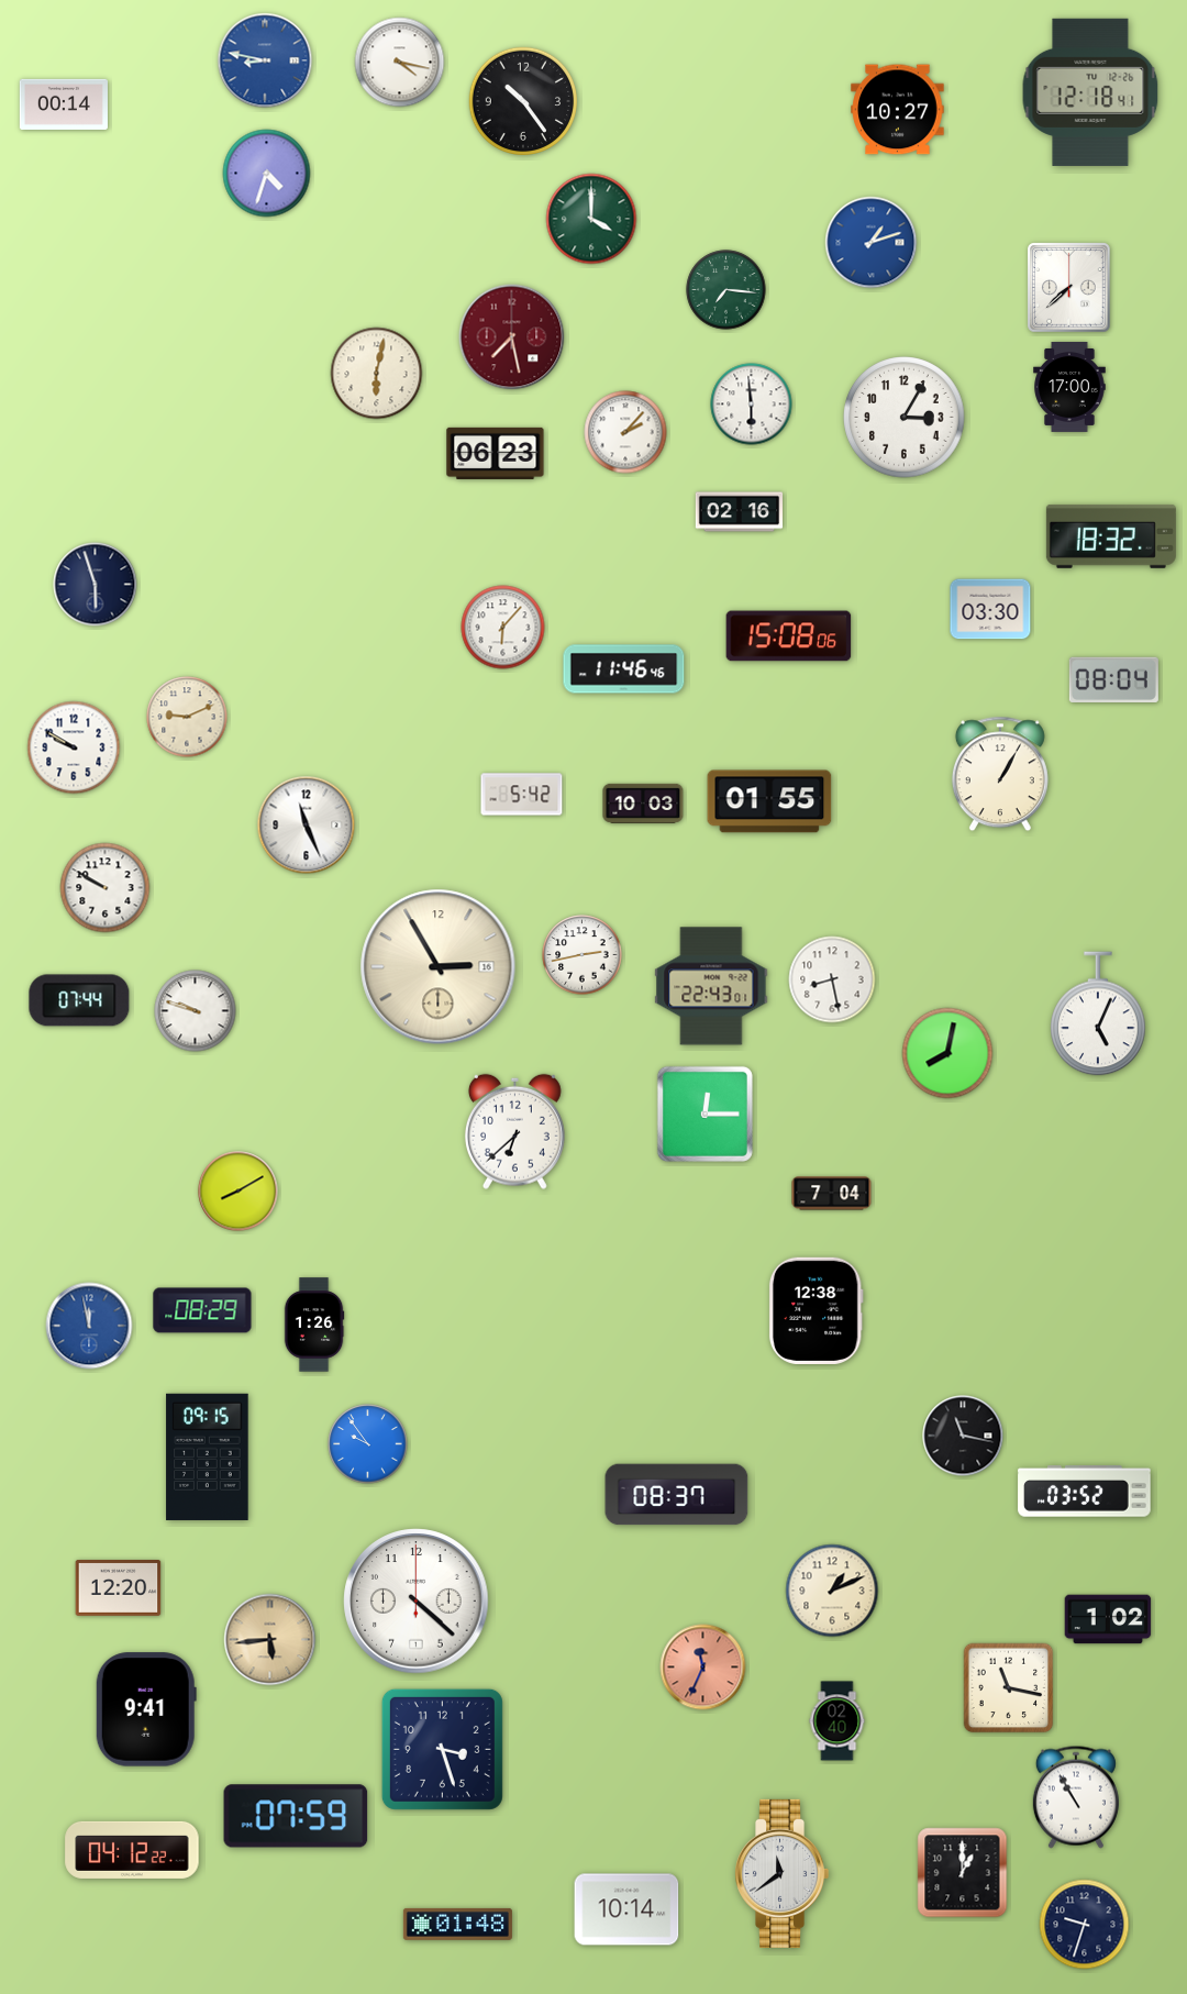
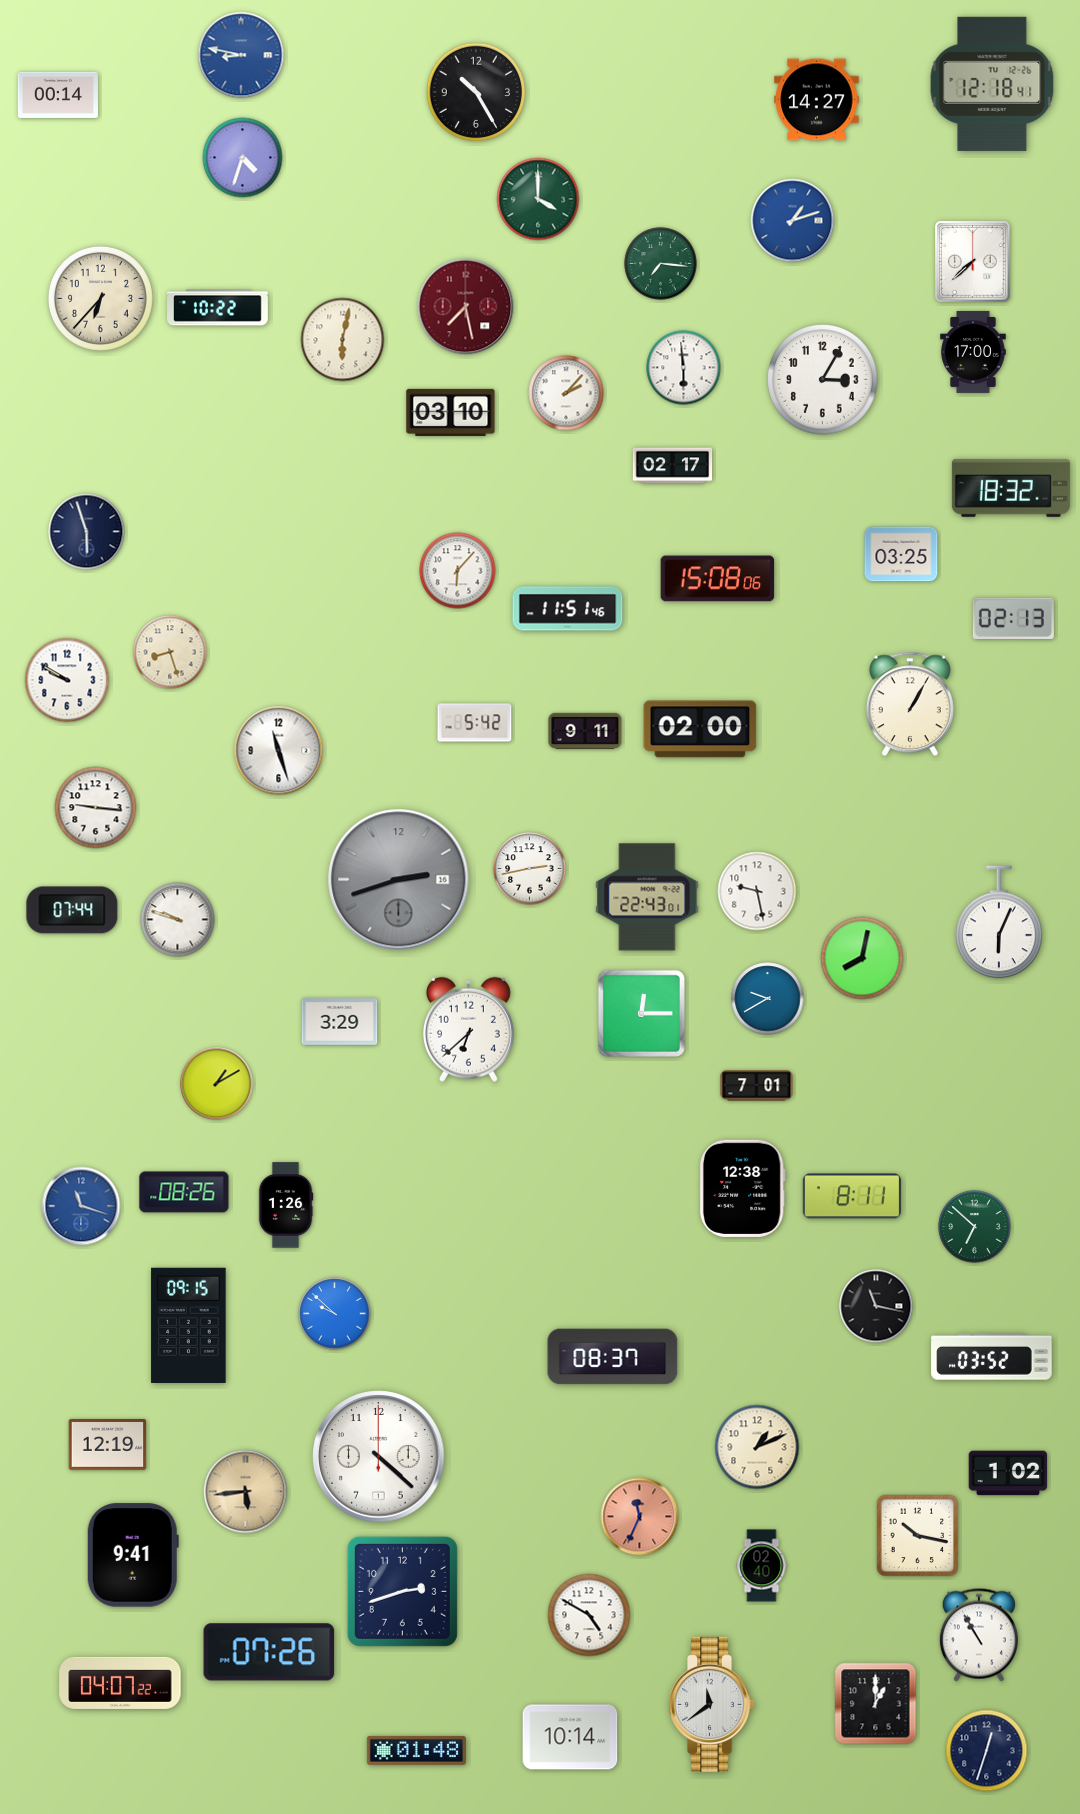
clock at (400, 63): 4:17 -> none
clock at (523, 101): 10:24 -> 10:25
clock at (898, 110): 10:27 -> 14:27
clock at (100, 298): none -> 6:37
clock at (218, 308): none -> 10:22
clock at (625, 432) position: (625, 432) -> (566, 393)
clock at (496, 453): 06:23 -> 03:10
clock at (740, 512): 02:16 -> 02:17
clock at (990, 609): 03:30 -> 03:25
clock at (624, 669): 11:46 -> 11:51
clock at (1113, 679): 08:04 -> 02:13
clock at (187, 717): 9:11 -> 8:27
clock at (769, 801): 01:55 -> 02:00
clock at (643, 804): 10:03 -> 9:11
clock at (307, 826): 11:26 -> 11:27
clock at (106, 888): 9:50 -> 9:16
clock at (439, 967): 2:55 -> 2:42
clock at (439, 967) dial: cream -> grey
clock at (832, 979): 8:28 -> 9:28
clock at (1098, 1013): 5:04 -> 6:04
clock at (768, 999): none -> 9:40
clock at (340, 1022): none -> 3:29
clock at (238, 1192): 8:10 -> 1:10
clock at (832, 1194): 7:04 -> 7:01
clock at (202, 1310): 08:29 -> 08:26
clock at (816, 1310) position: (816, 1310) -> (742, 1188)
clock at (852, 1196): none -> 8:11
clock at (89, 1326): 11:58 -> 11:18
clock at (975, 1227): none -> 6:52
clock at (368, 1444): 9:54 -> 9:52
clock at (1085, 1492) position: (1085, 1492) -> (992, 1357)
clock at (677, 1495) position: (677, 1495) -> (613, 1357)
clock at (119, 1588): 12:20 -> 12:19
clock at (1009, 1688): 11:17 -> 10:17
clock at (442, 1749): 3:27 -> 2:42
clock at (589, 1615): none -> 4:50
clock at (296, 1816): 07:59 -> 07:26
clock at (132, 1850): 04:12 -> 04:07
clock at (1085, 1925): 9:33 -> 12:33
